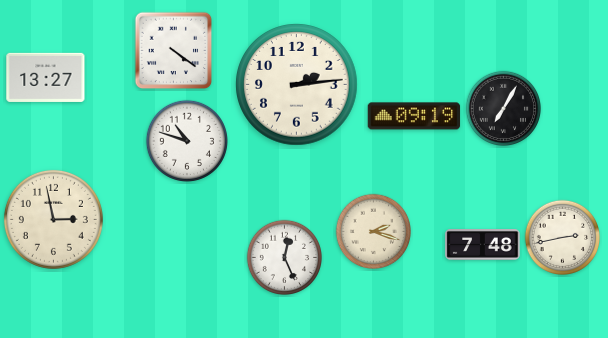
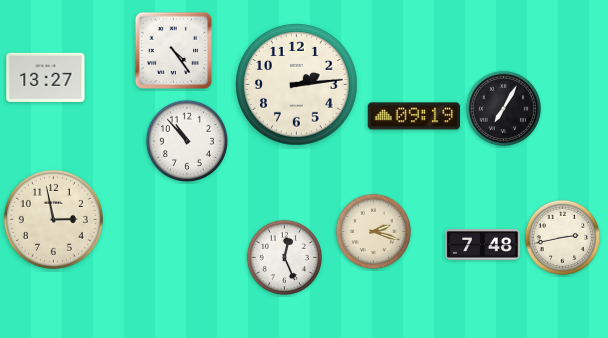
clock at (174, 51): 4:21 -> 4:24
clock at (187, 141): 10:48 -> 10:53
